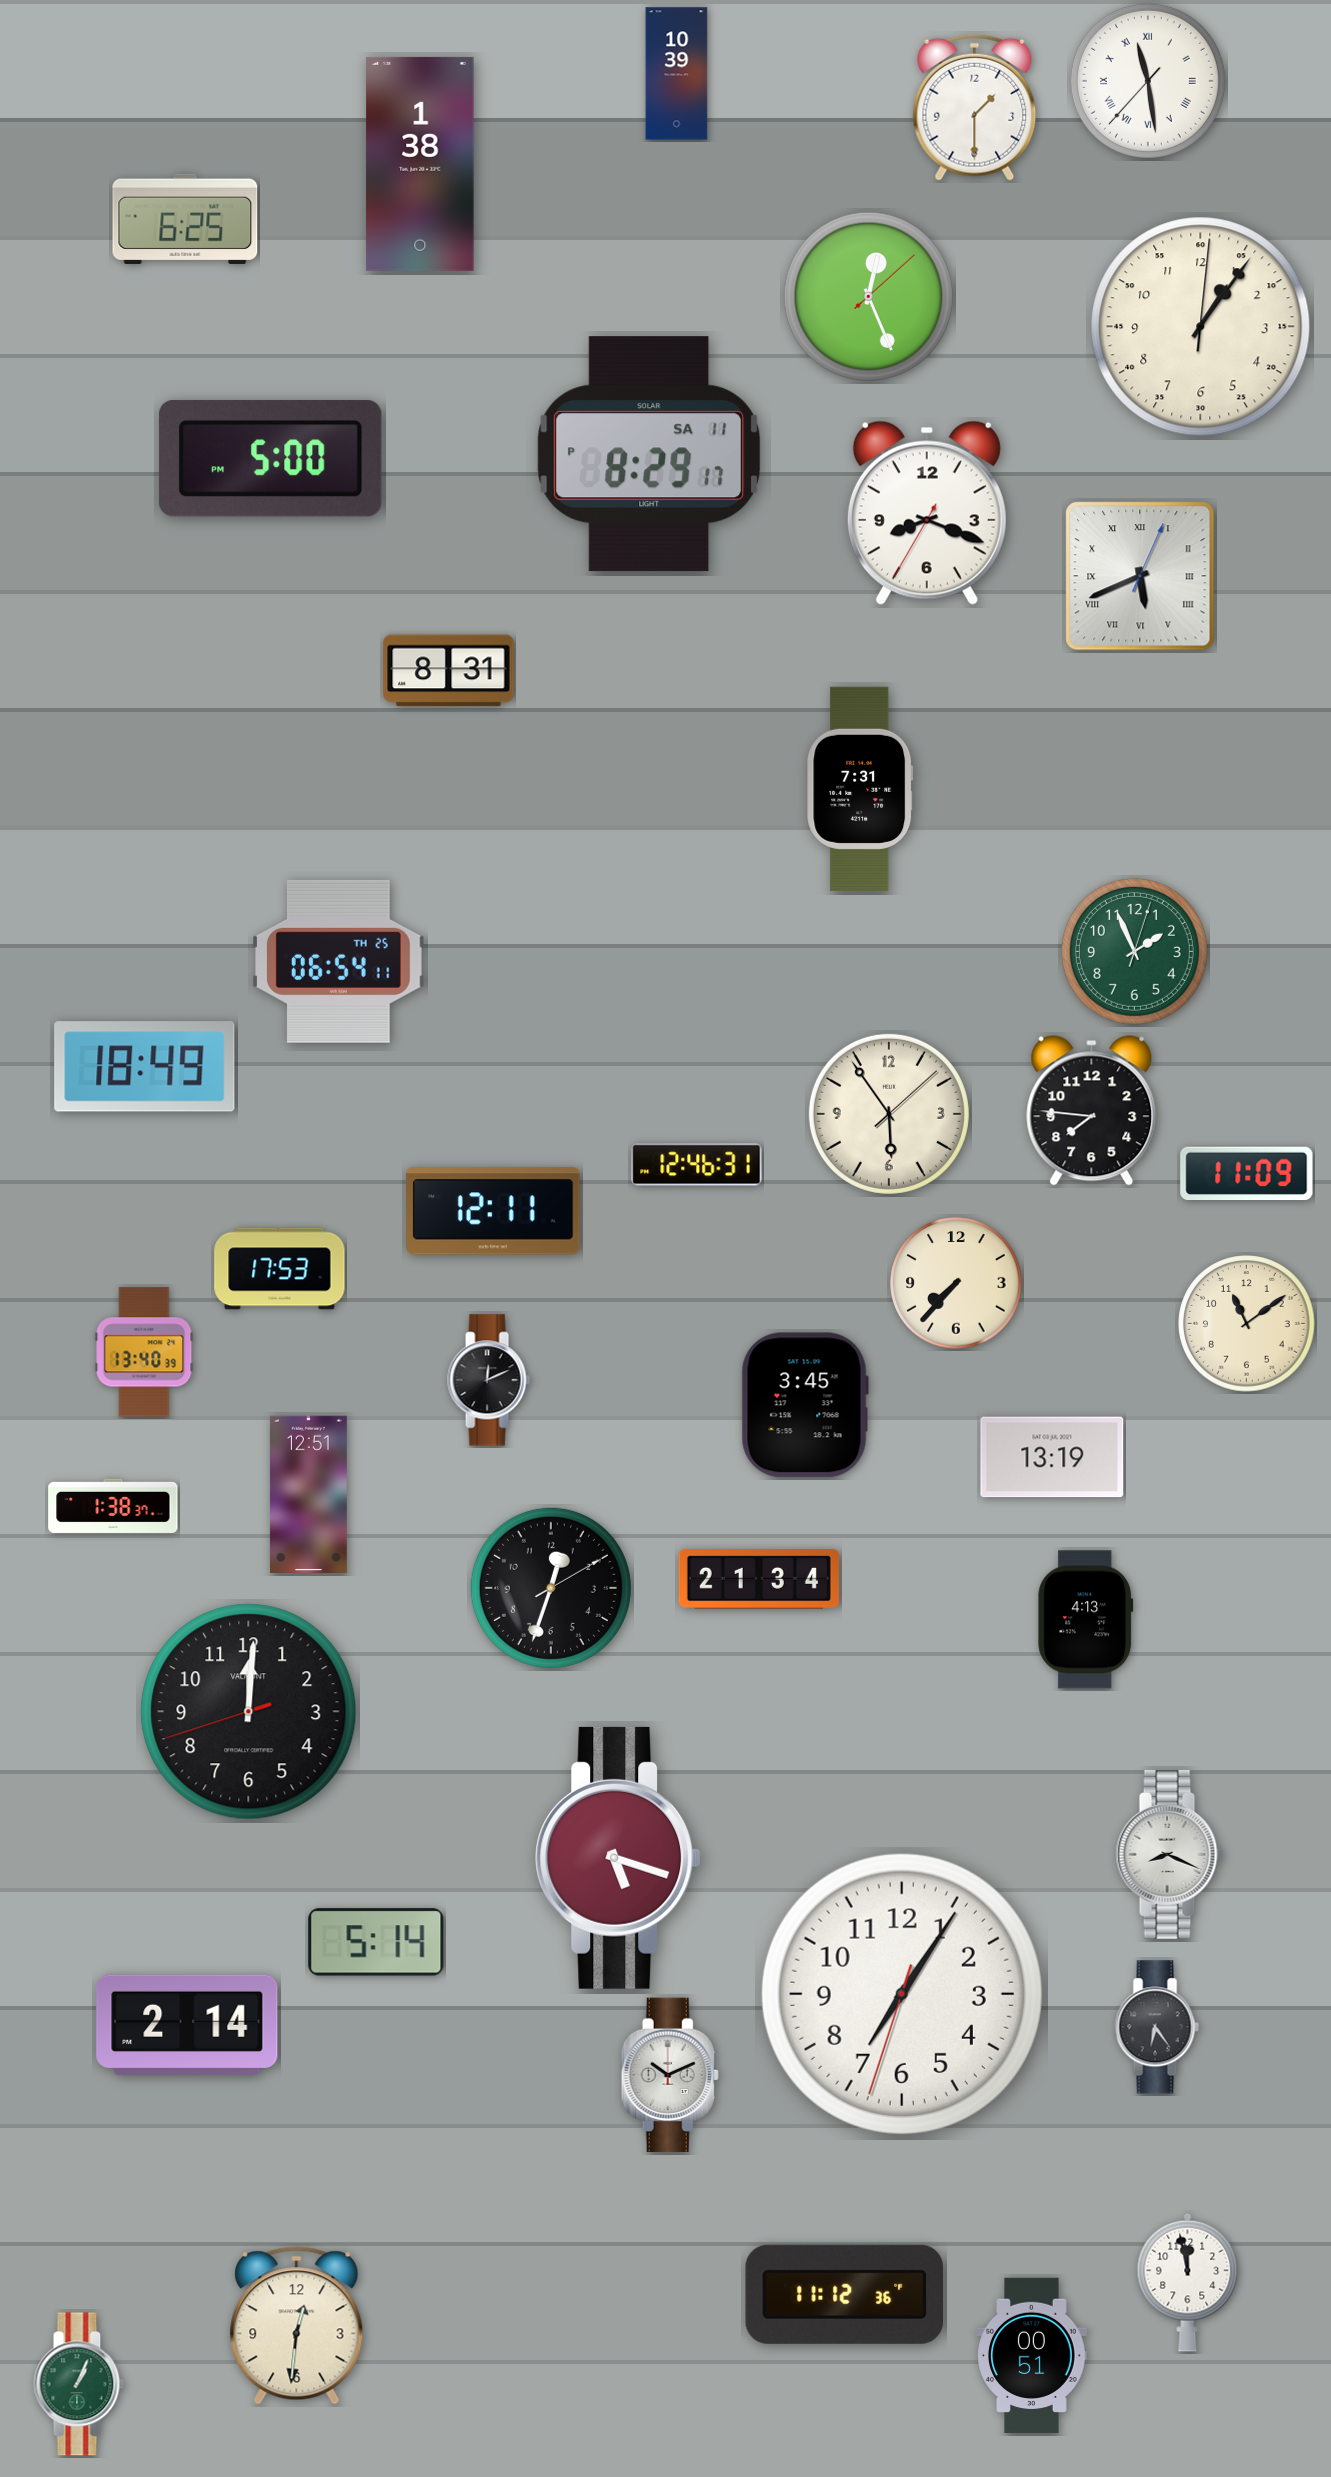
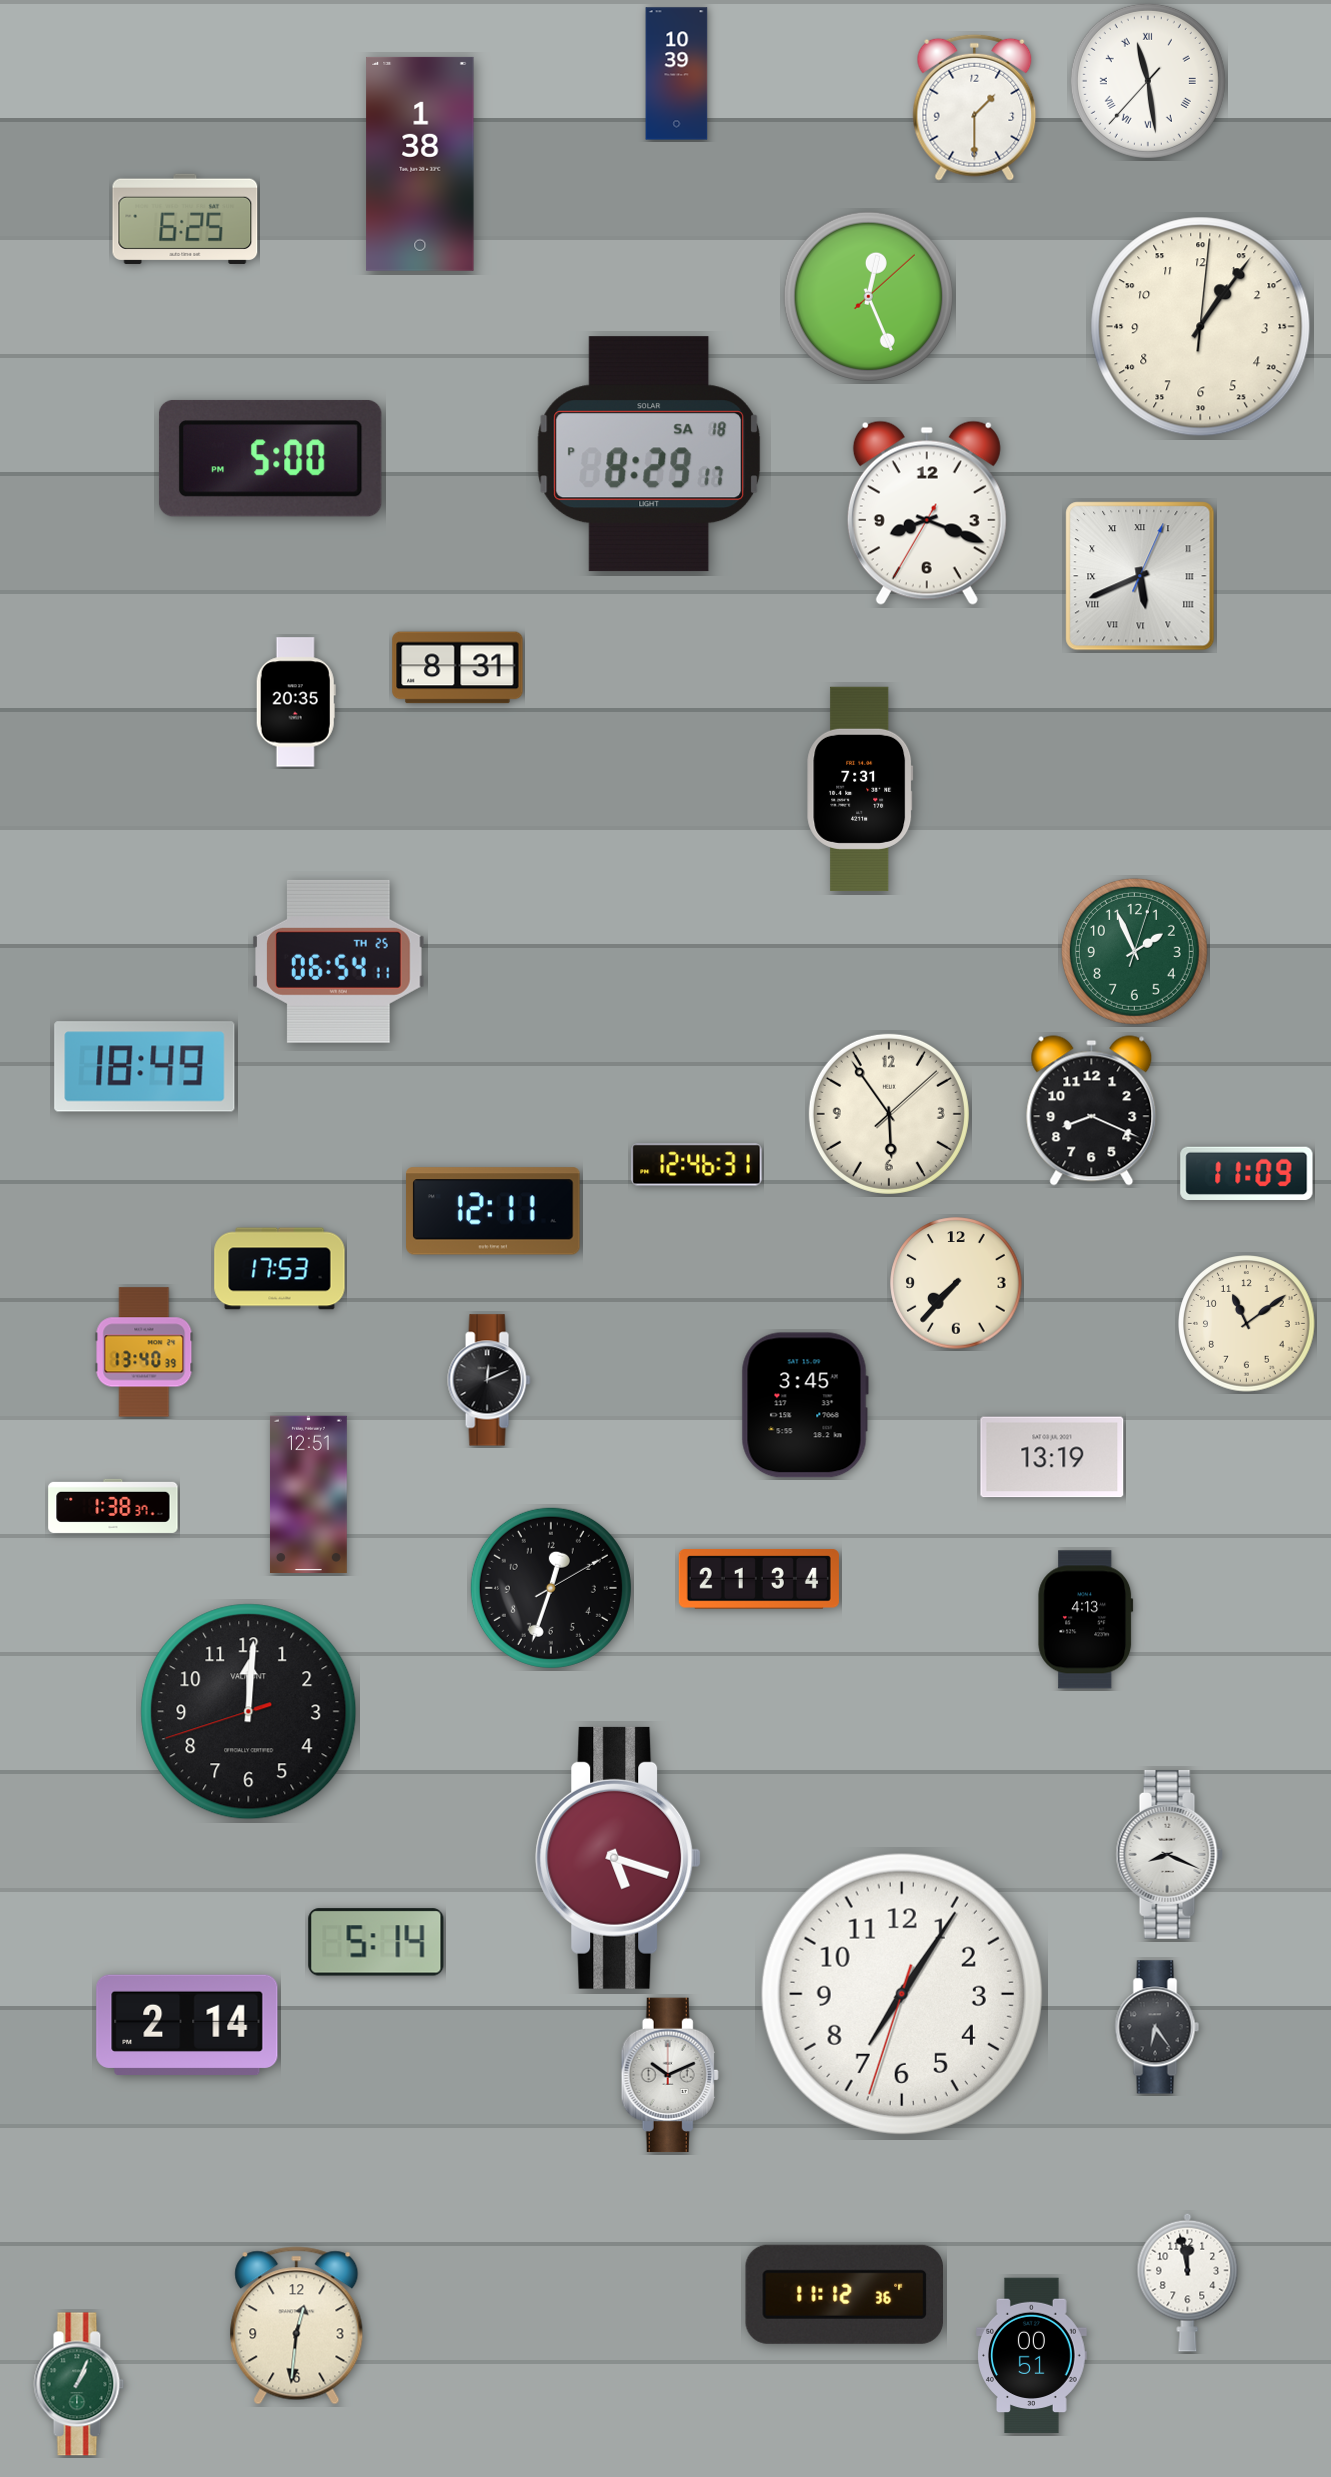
clock at (649, 454) date: SA 11 -> SA 18
clock at (449, 671) position: (449, 671) -> (458, 668)
clock at (296, 702): none -> 20:35
clock at (1092, 1111): 7:46 -> 8:19
